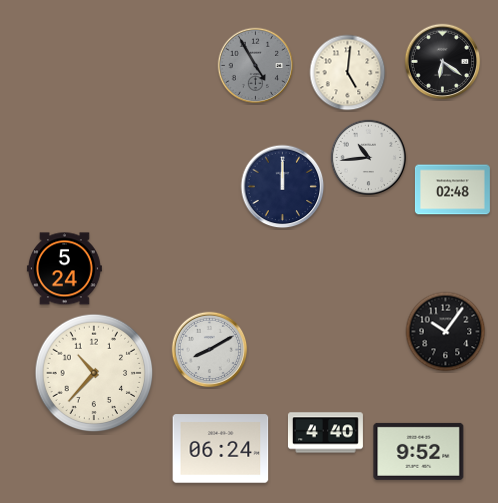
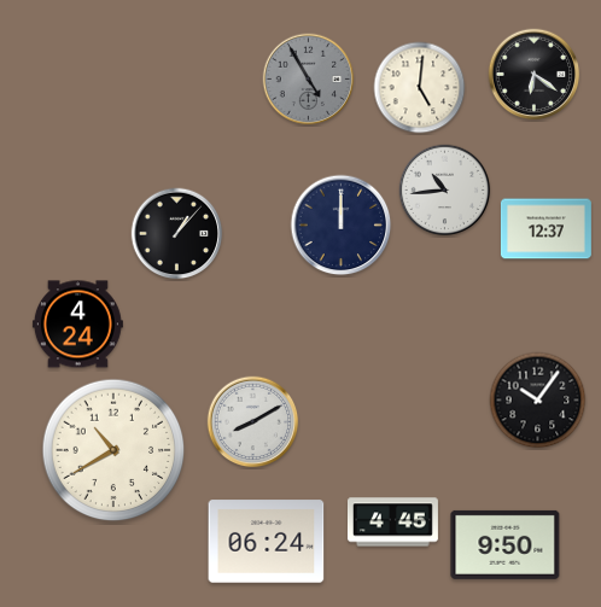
clock at (452, 190): 02:48 -> 12:37
clock at (177, 234): none -> 1:07
clock at (64, 269): 5:24 -> 4:24
clock at (94, 373): 10:37 -> 10:40
clock at (325, 433): 4:40 -> 4:45
clock at (419, 451): 9:52 -> 9:50
